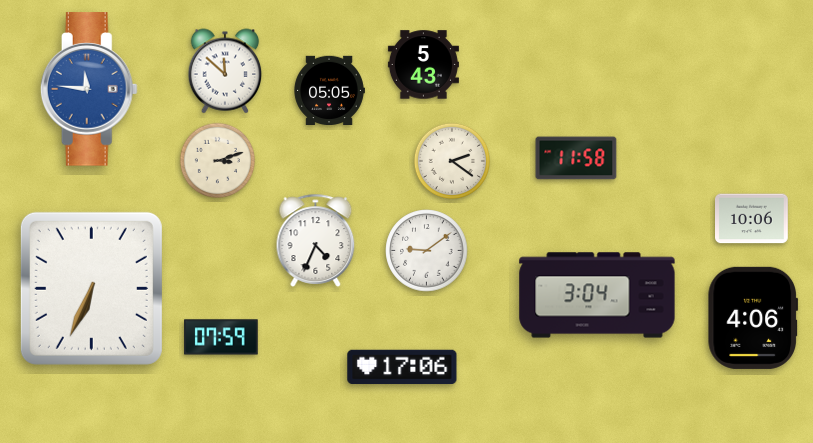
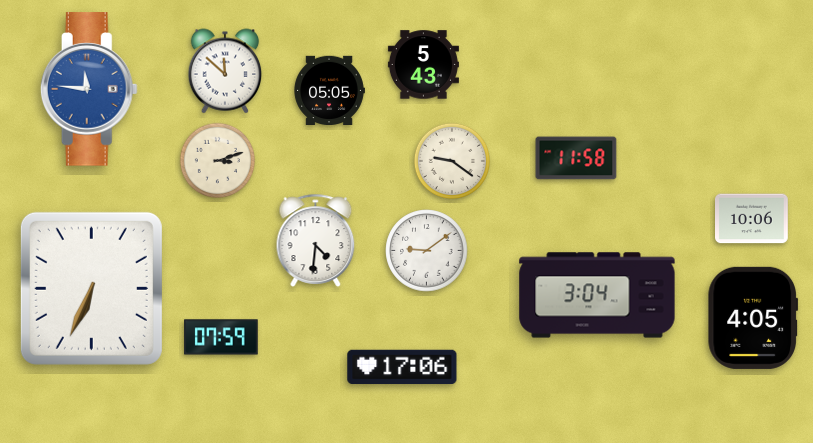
clock at (451, 160): 2:21 -> 9:21
clock at (316, 240): 4:34 -> 4:31
clock at (753, 318): 4:06 -> 4:05
